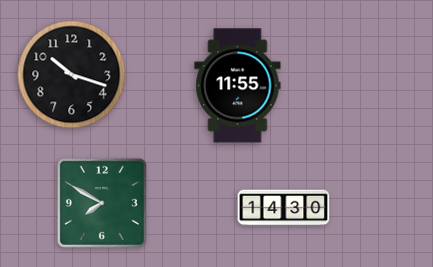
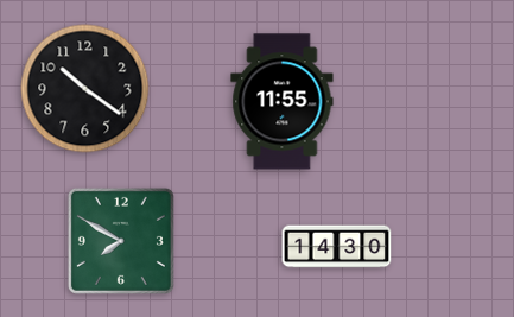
clock at (72, 75): 10:18 -> 10:21
